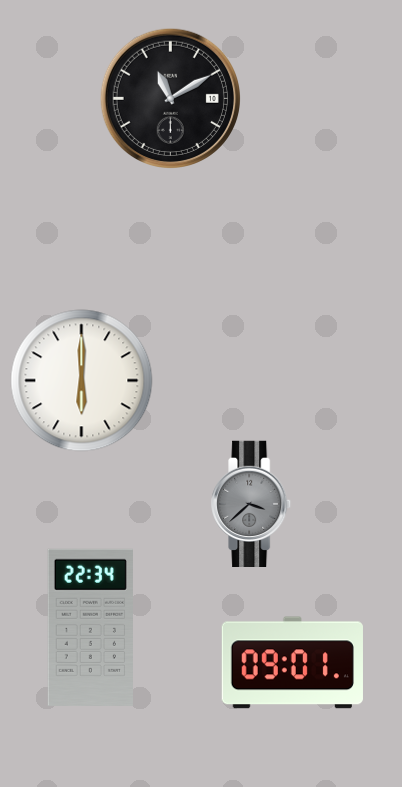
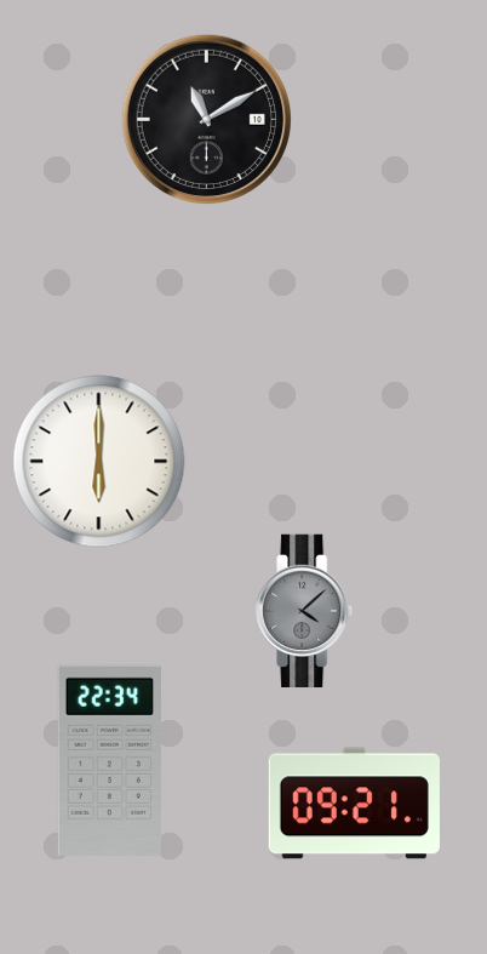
clock at (252, 503): 3:38 -> 4:08
clock at (292, 663): 09:01 -> 09:21
